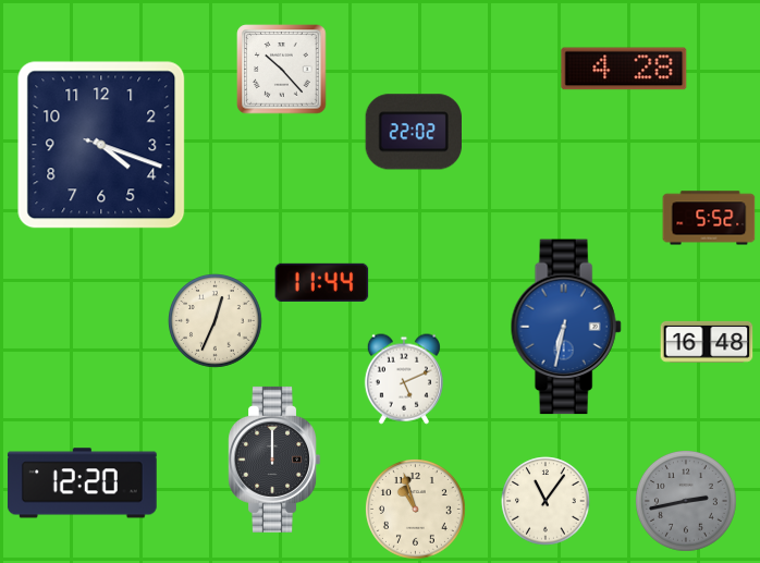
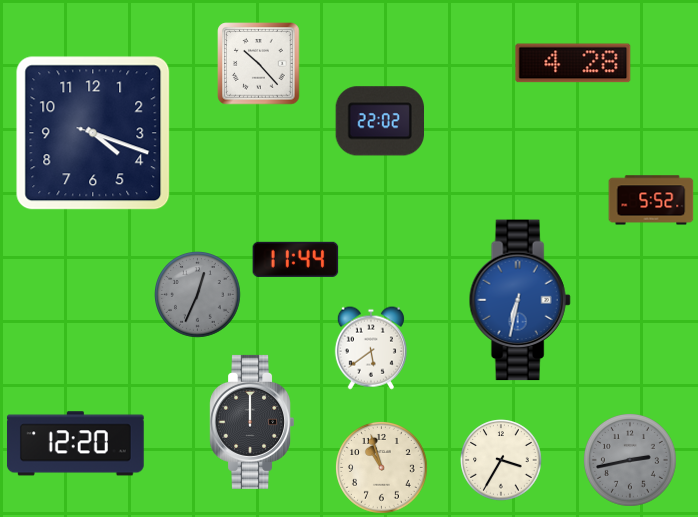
clock at (216, 321) dial: cream -> grey
clock at (707, 342): 16:48 -> none
clock at (404, 379): 5:11 -> 5:39
clock at (546, 501): 11:06 -> 3:35
